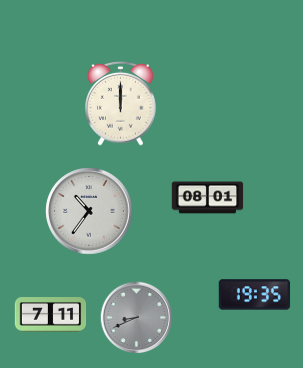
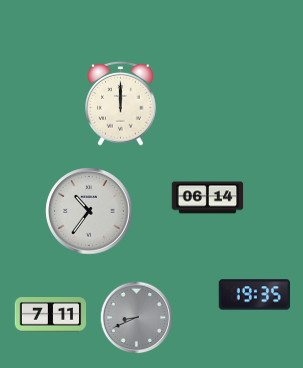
clock at (208, 198): 08:01 -> 06:14
